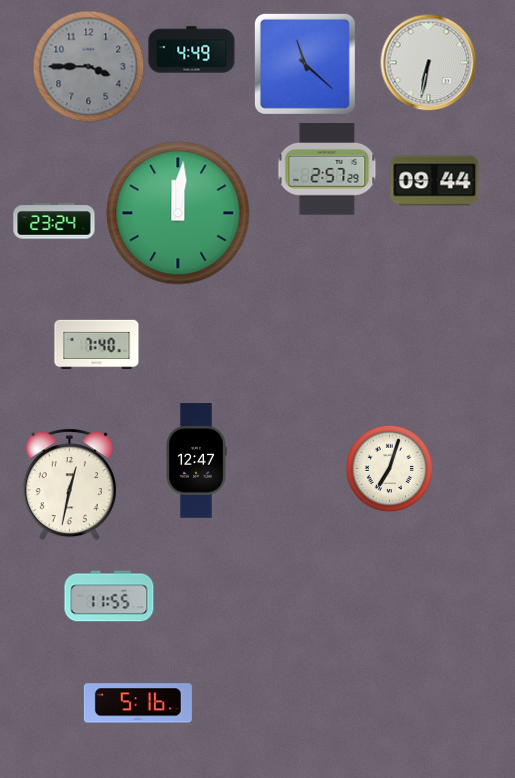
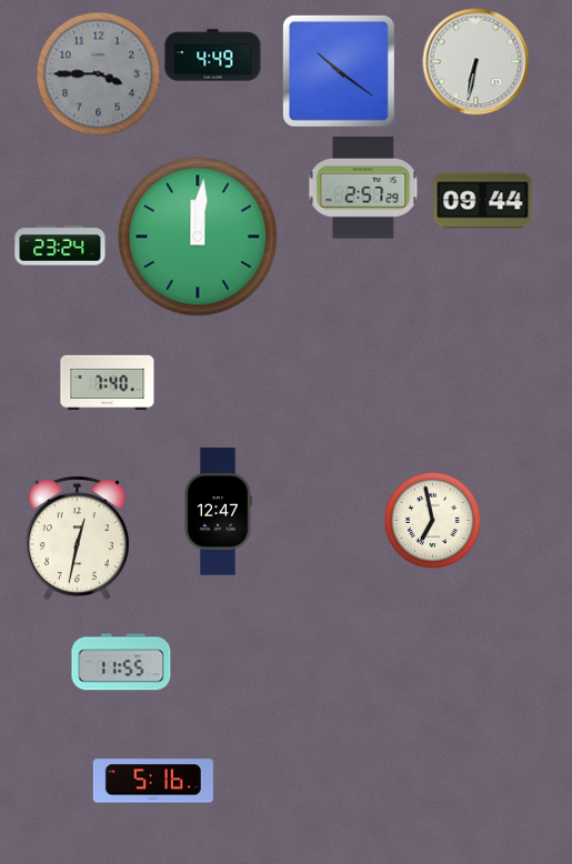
clock at (429, 63) position: (429, 63) -> (476, 62)
clock at (305, 64): 11:22 -> 10:21
clock at (389, 468): 7:03 -> 6:58
